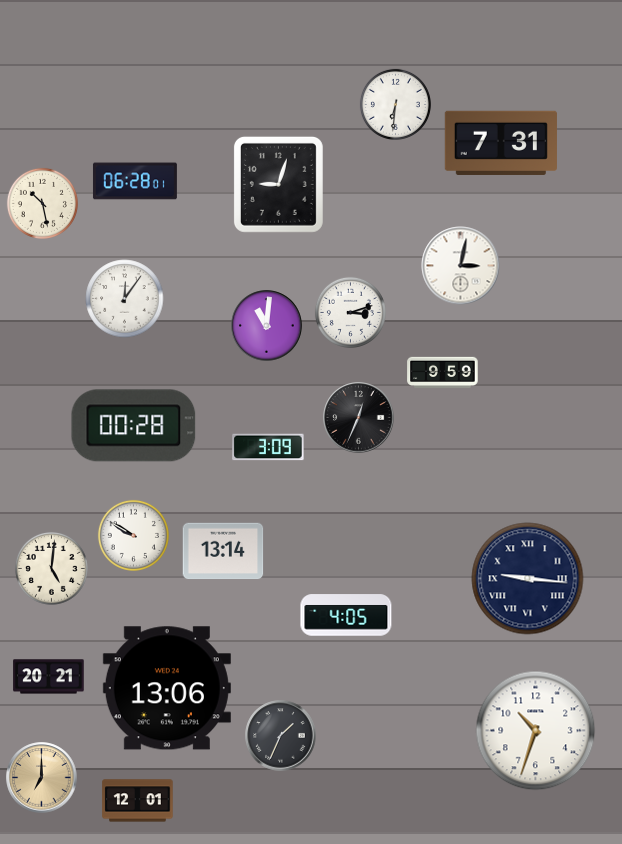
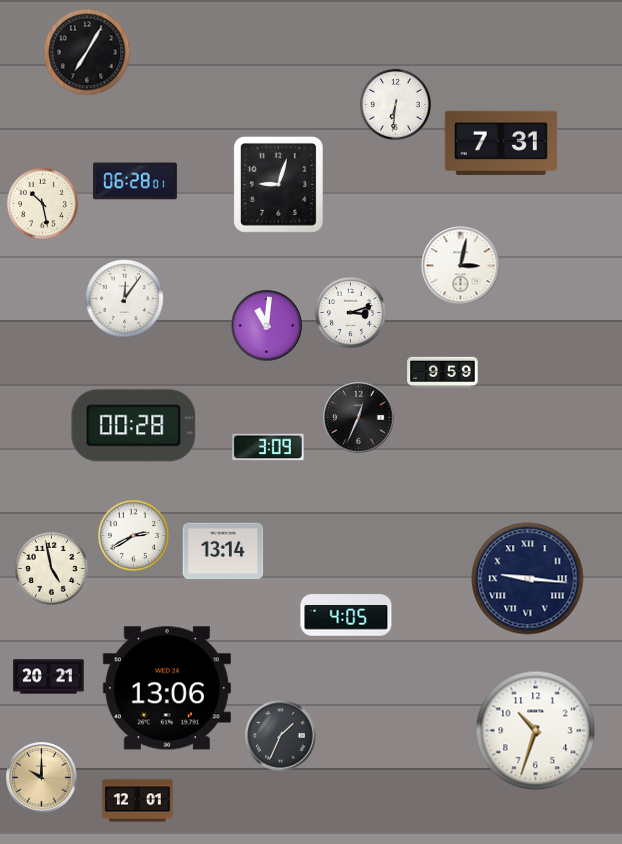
clock at (87, 52): none -> 7:05
clock at (133, 535): 9:50 -> 2:40
clock at (51, 568): 5:01 -> 4:58
clock at (42, 778): 7:00 -> 10:00
